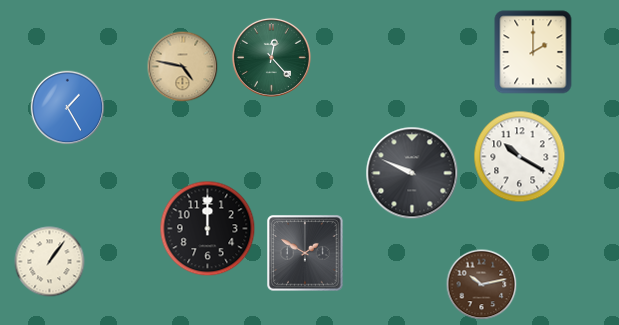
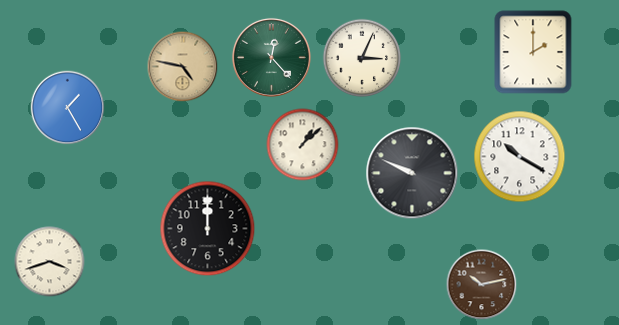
clock at (362, 58): none -> 3:04
clock at (303, 145): none -> 1:08
clock at (305, 253): 1:50 -> none
clock at (50, 262): 1:06 -> 3:42
